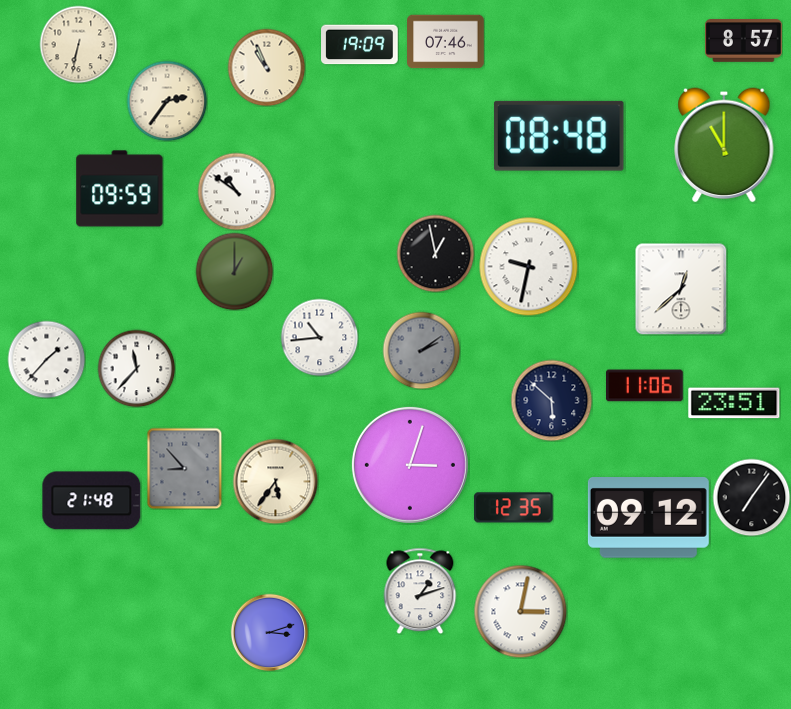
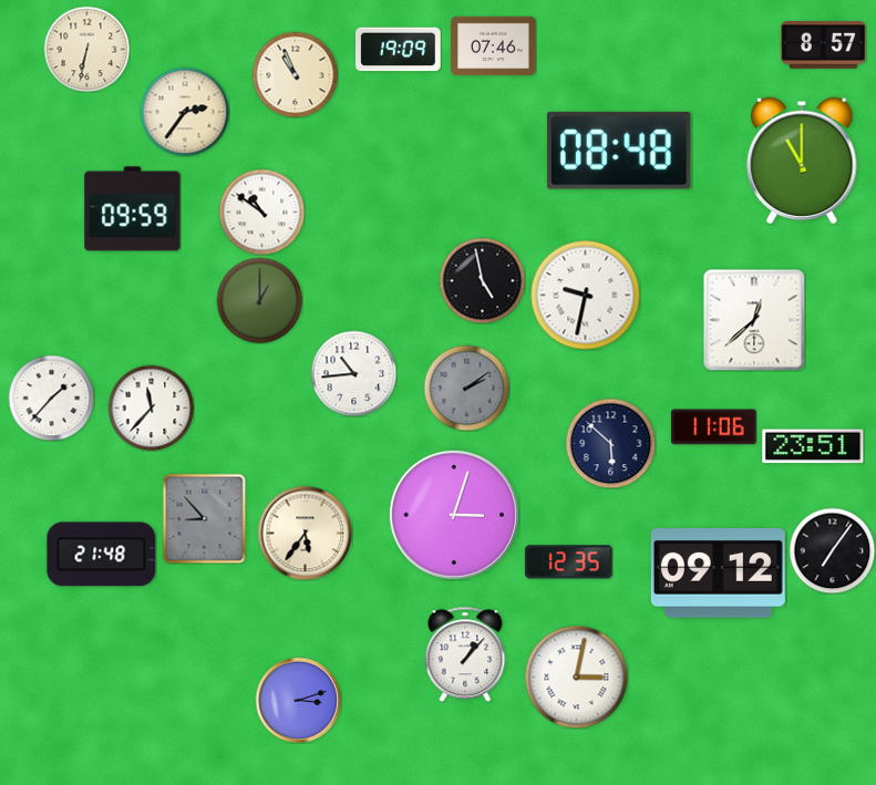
clock at (435, 253): 12:58 -> 4:58
clock at (420, 591): 1:12 -> 1:07
